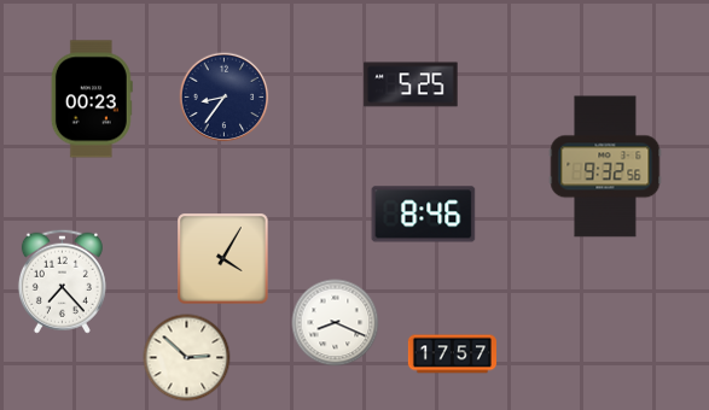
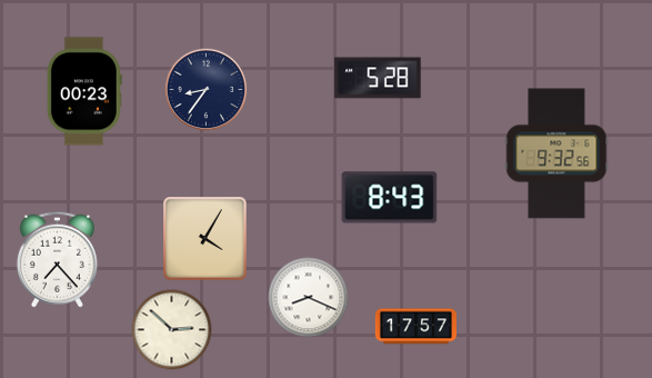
clock at (411, 84): 5:25 -> 5:28
clock at (424, 215): 8:46 -> 8:43
